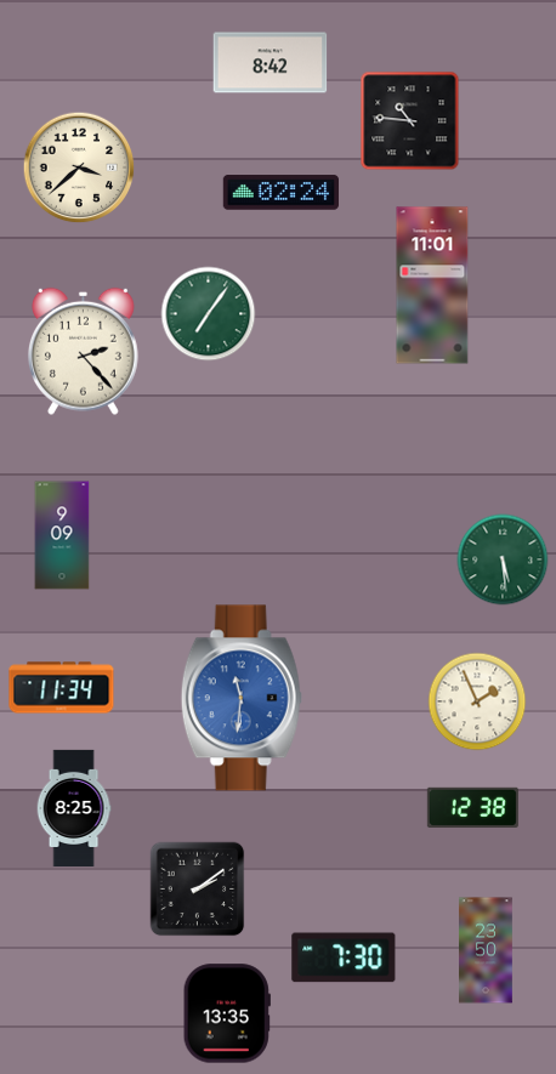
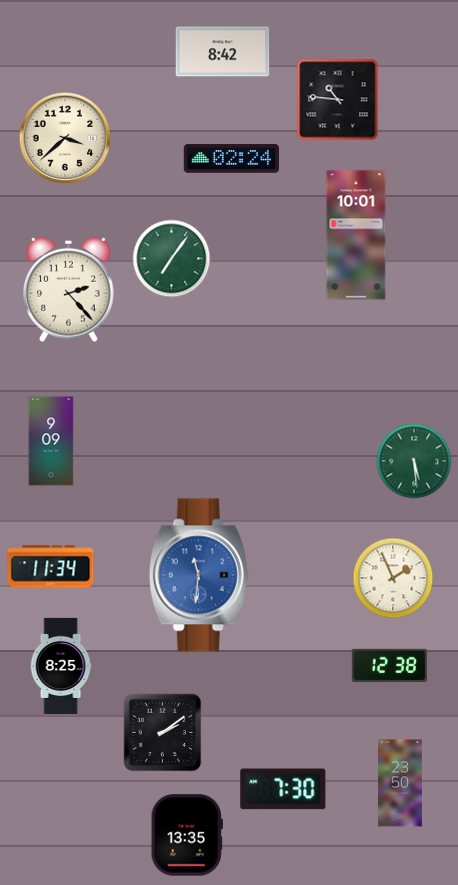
clock at (432, 285): 11:01 -> 10:01
